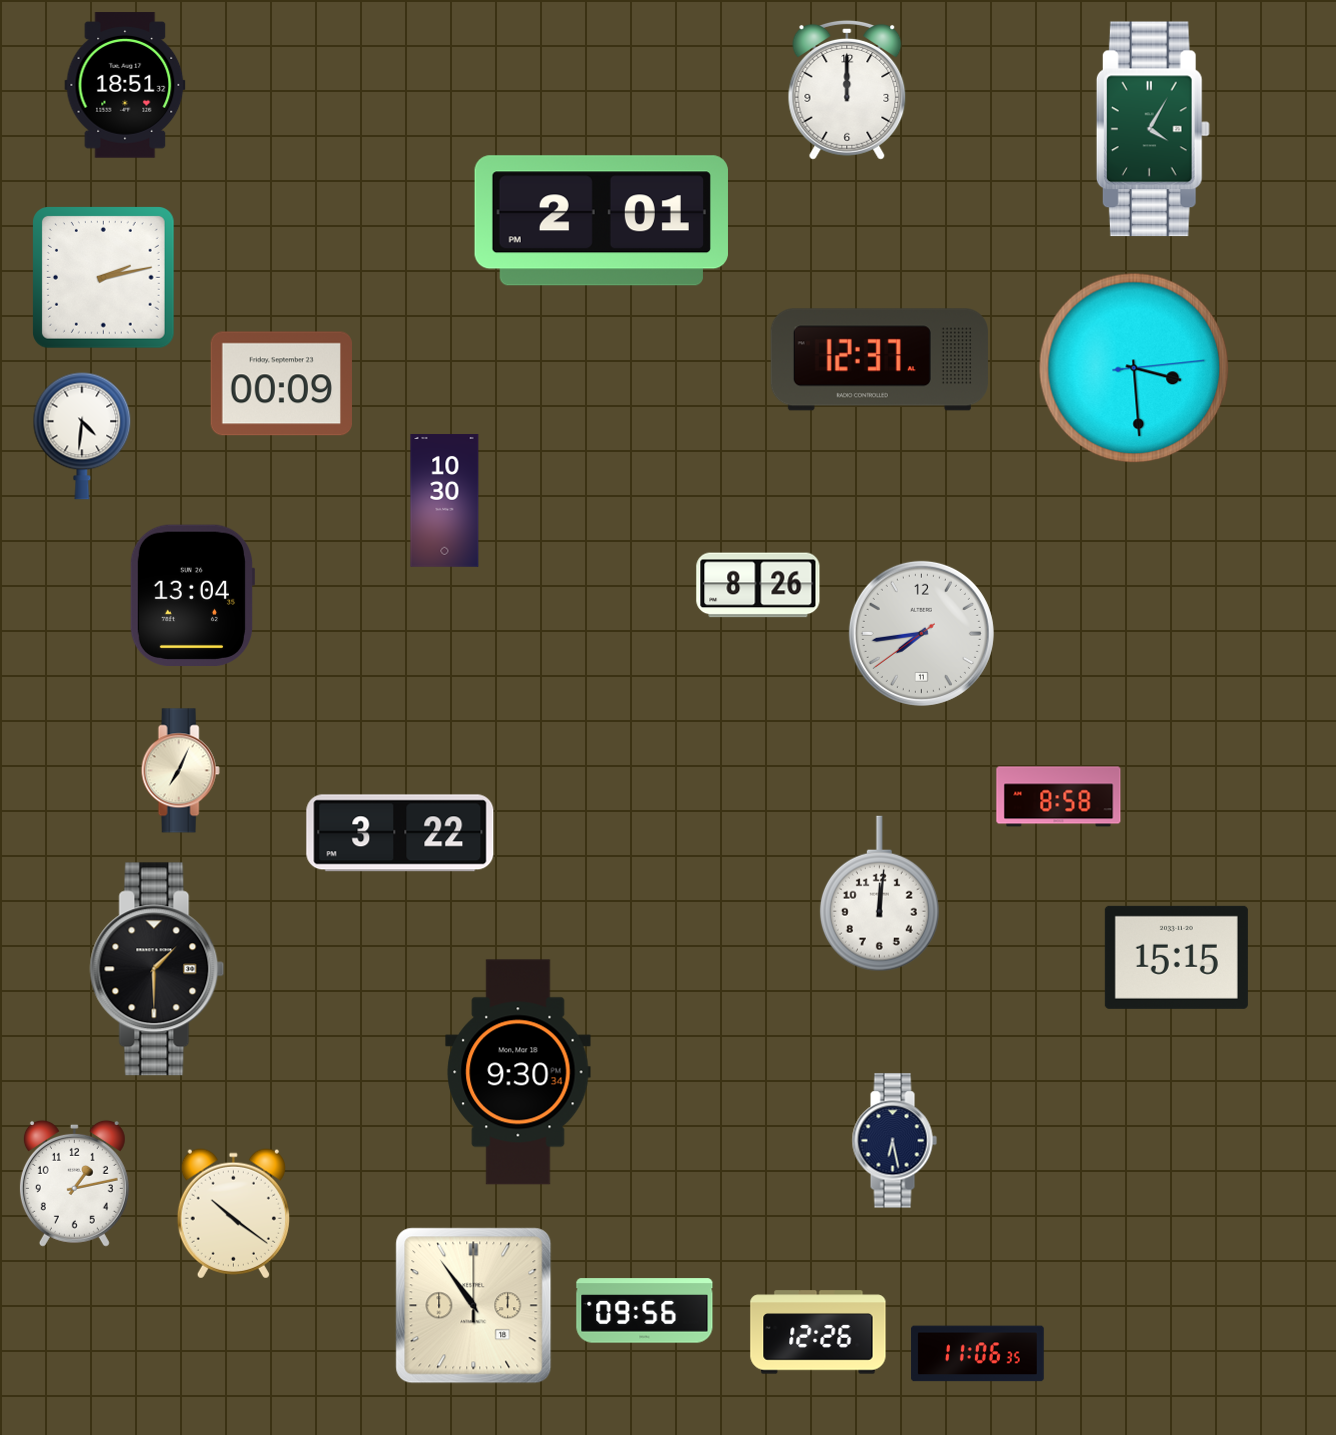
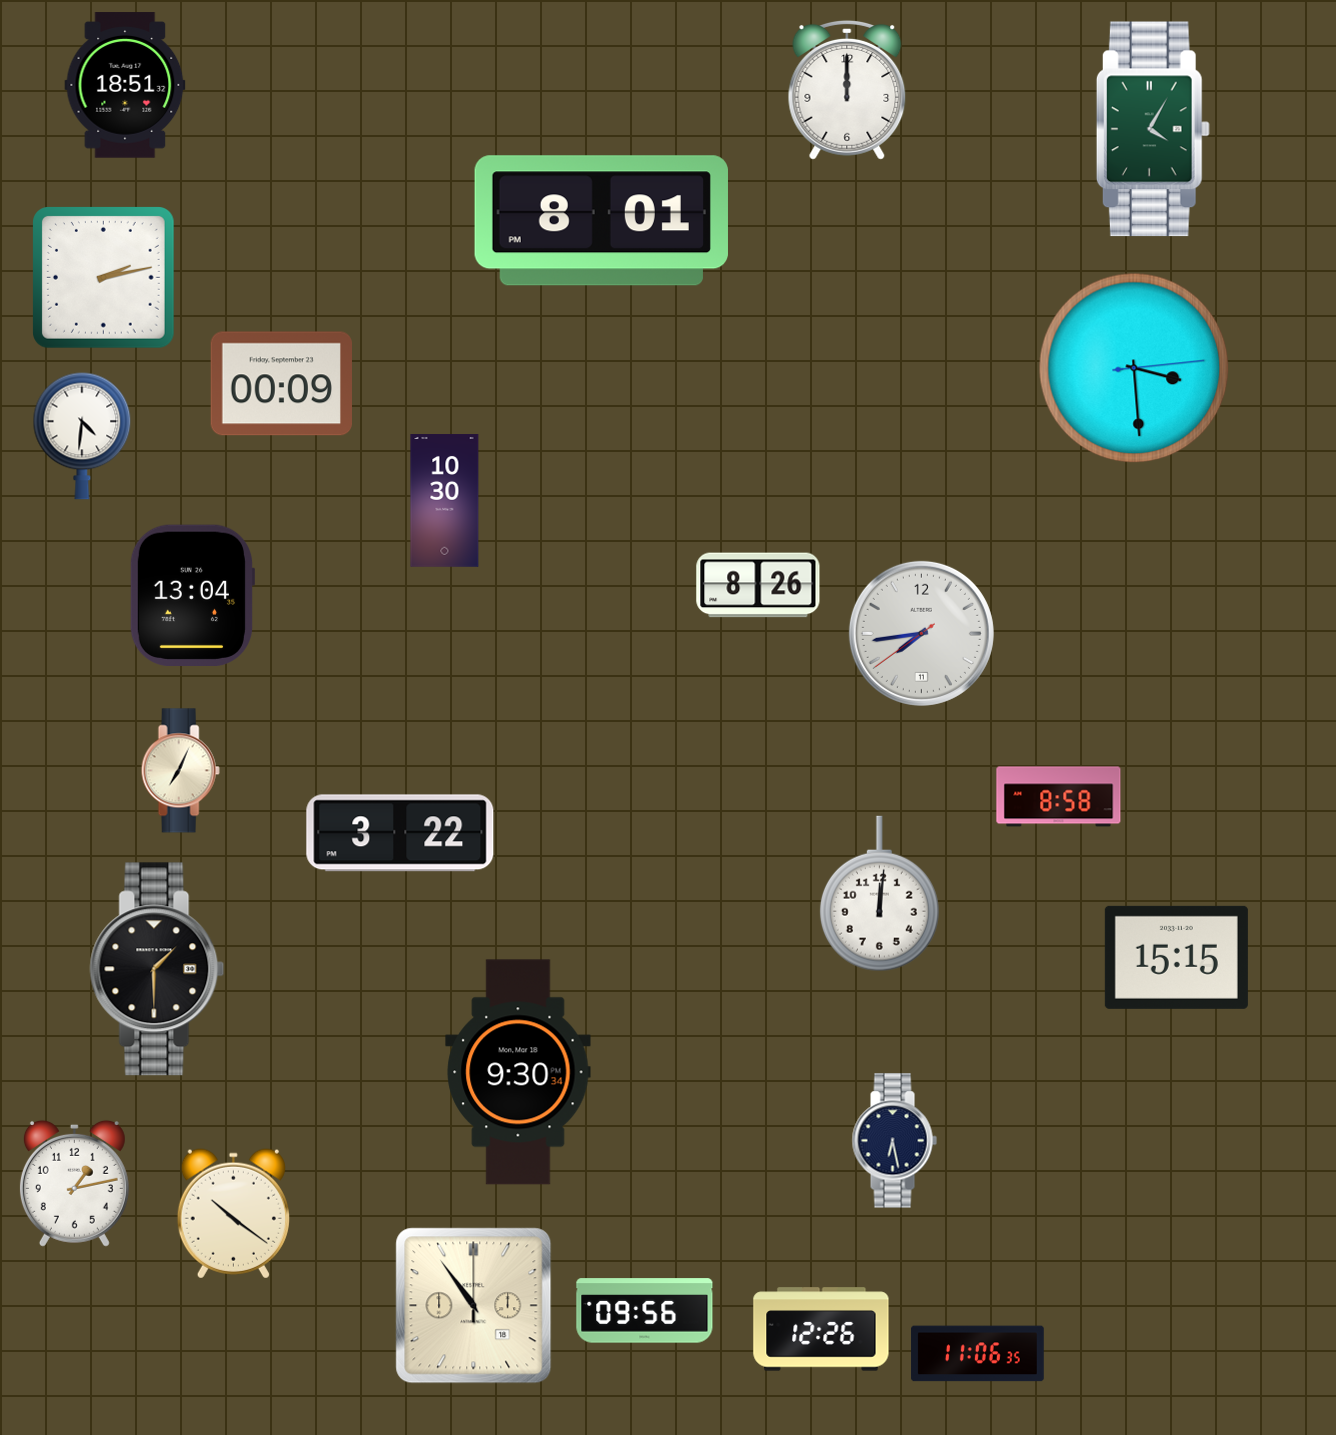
clock at (601, 221): 2:01 -> 8:01
clock at (879, 360): 12:37 -> none
clock at (818, 1332) position: (818, 1332) -> (821, 1329)
